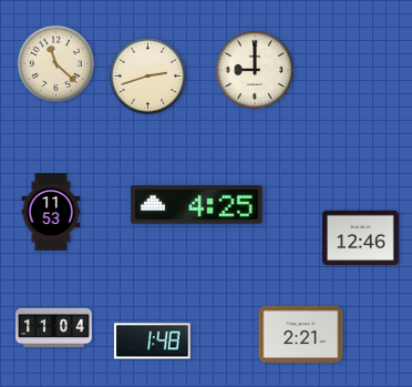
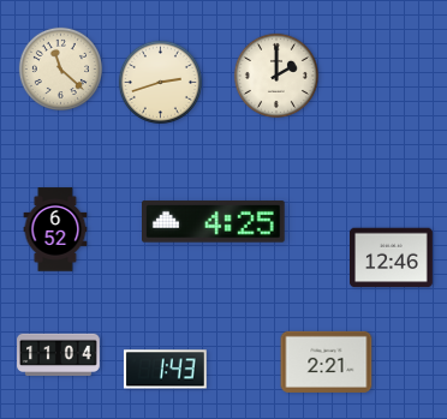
clock at (255, 70): 9:00 -> 2:00
clock at (51, 212): 11:53 -> 6:52
clock at (152, 342): 1:48 -> 1:43
